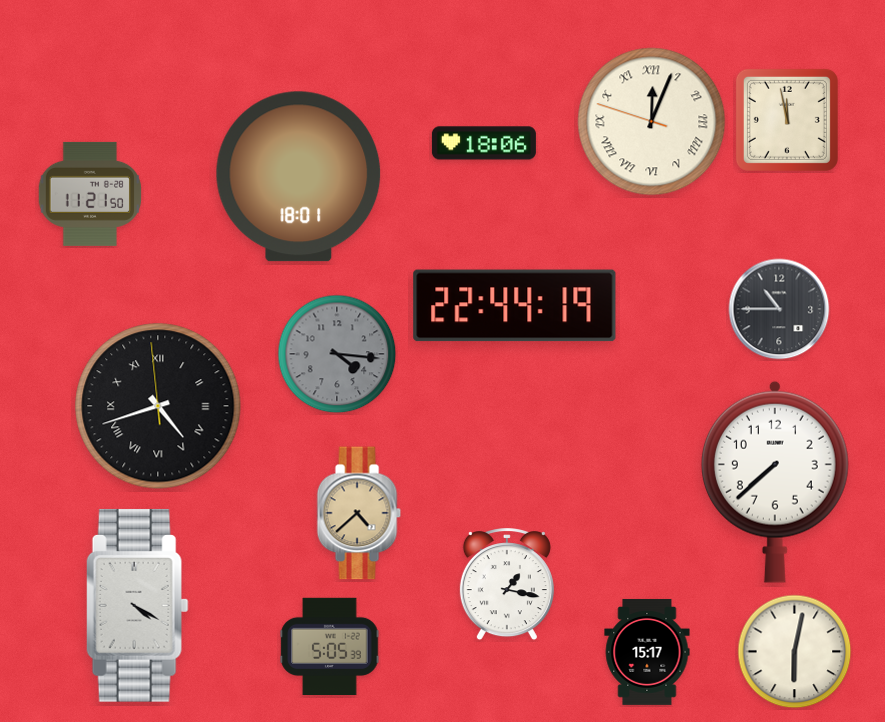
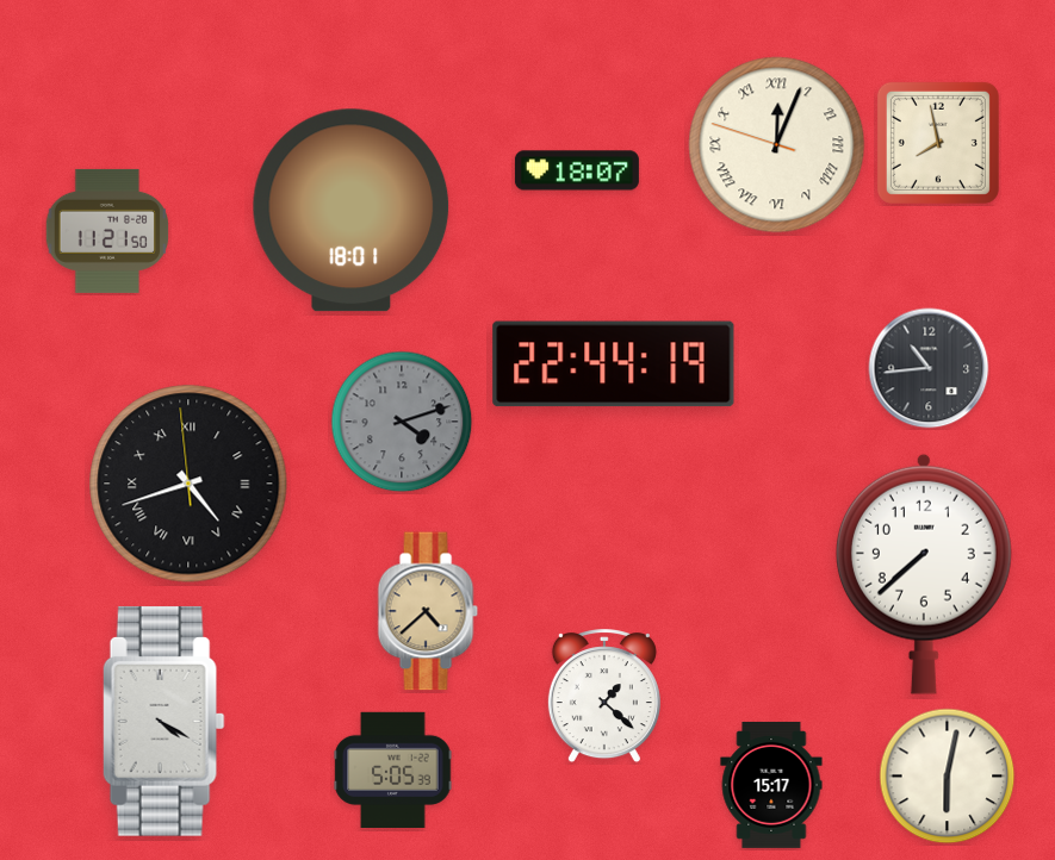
clock at (787, 120): 11:58 -> 7:58
clock at (484, 143): 18:06 -> 18:07
clock at (299, 177) position: (299, 177) -> (352, 211)
clock at (779, 309): 10:45 -> 10:44
clock at (337, 354): 4:16 -> 4:12
clock at (507, 585): 1:17 -> 1:22
clock at (647, 652) position: (647, 652) -> (771, 785)
